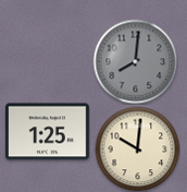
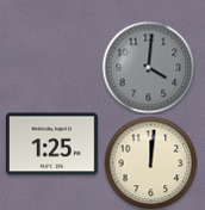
clock at (135, 61): 8:01 -> 4:01
clock at (137, 148): 10:01 -> 12:01
